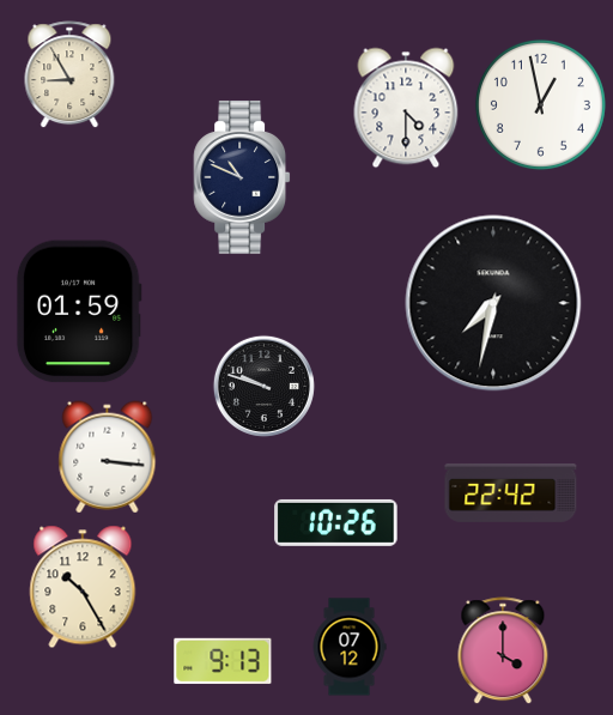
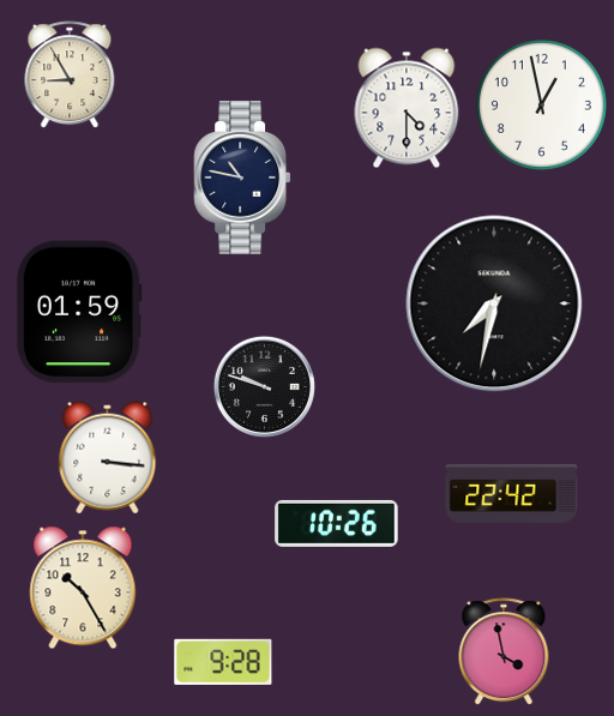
clock at (242, 177): 10:49 -> 10:47
clock at (350, 647): 07:12 -> none
clock at (503, 652): 4:00 -> 3:58
clock at (223, 661): 9:13 -> 9:28
